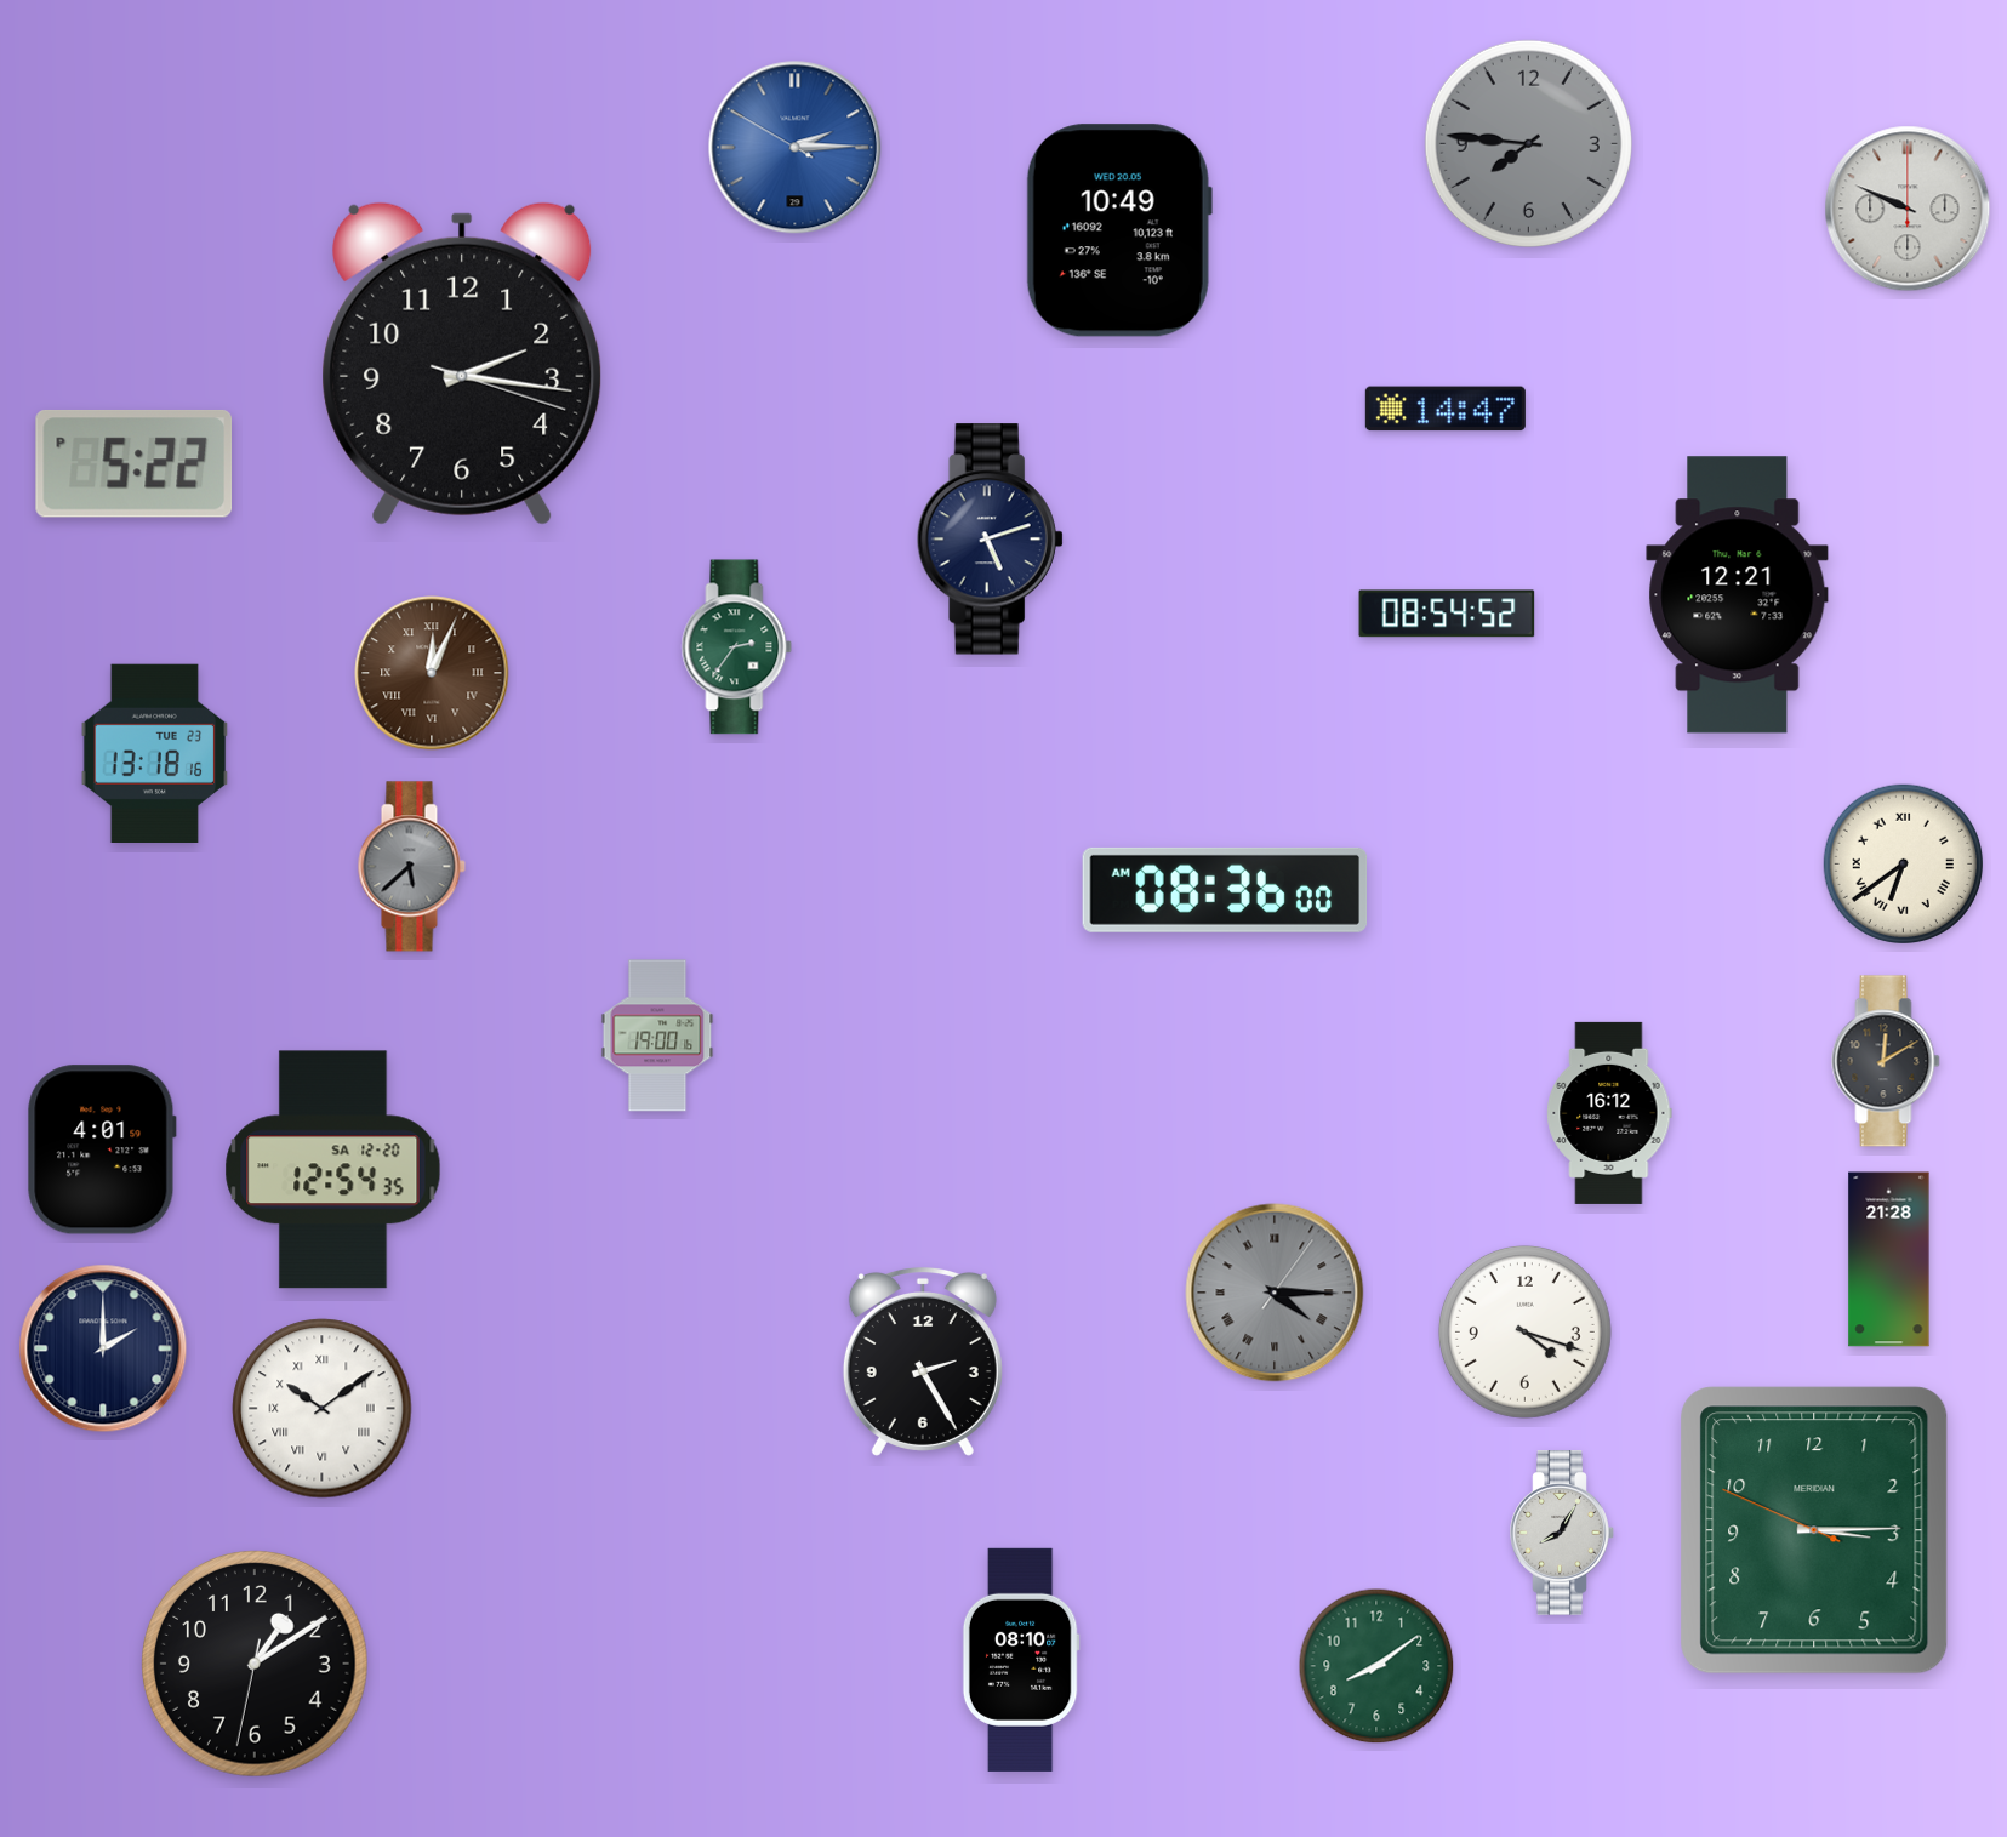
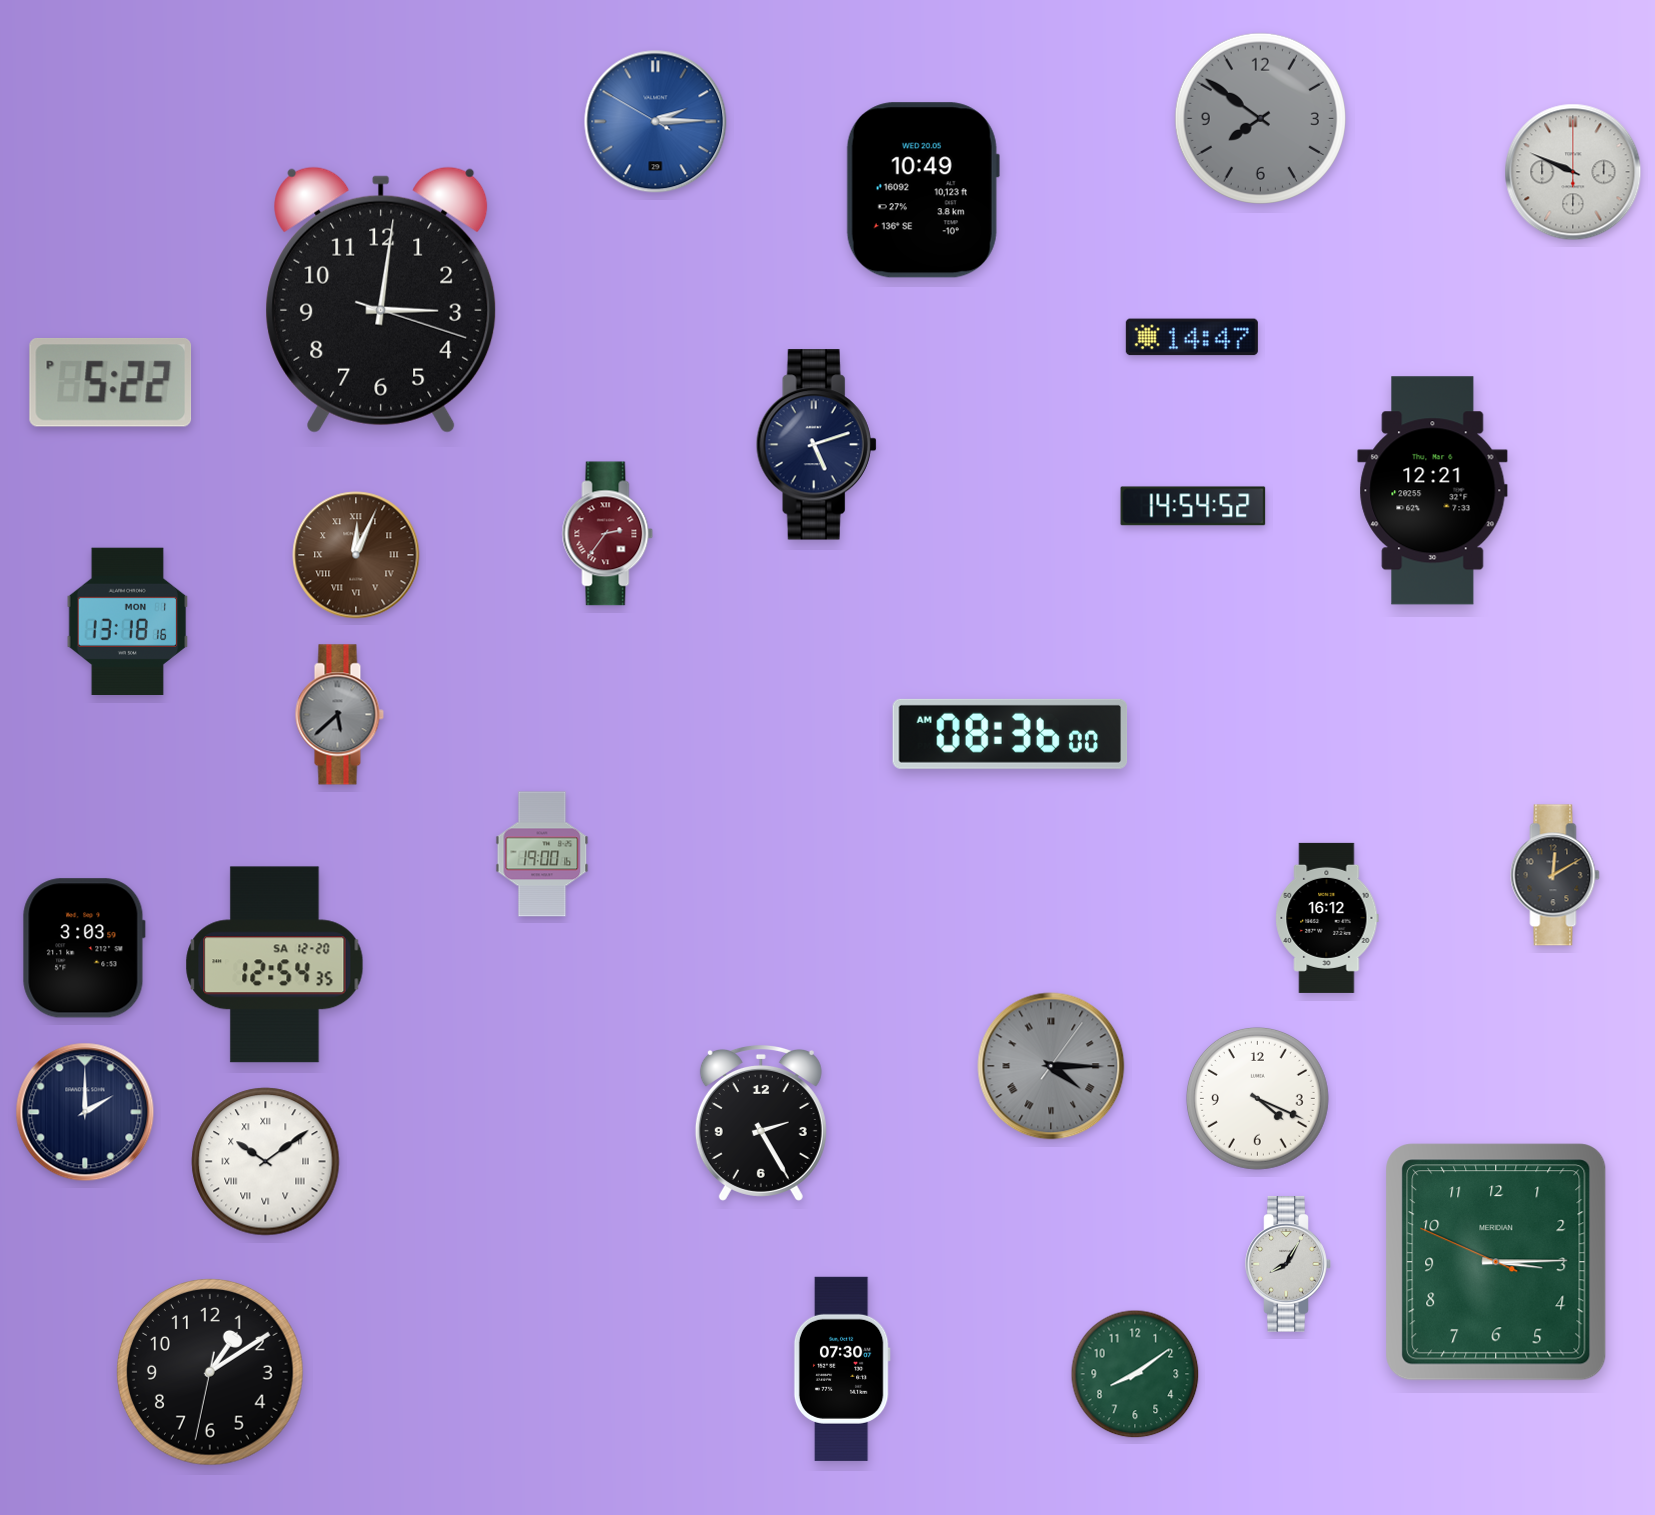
clock at (1528, 143): 7:46 -> 7:51
clock at (462, 364): 2:16 -> 3:01
clock at (1447, 614): 08:54 -> 14:54
clock at (737, 647) dial: green -> burgundy
clock at (155, 753) date: TUE 23 -> MON 1
clock at (1903, 863): 6:39 -> none
clock at (102, 1149): 4:01 -> 3:03
clock at (1889, 1260): 21:28 -> none
clock at (1524, 1331): 4:18 -> 4:19
clock at (1021, 1660): 08:10 -> 07:30
